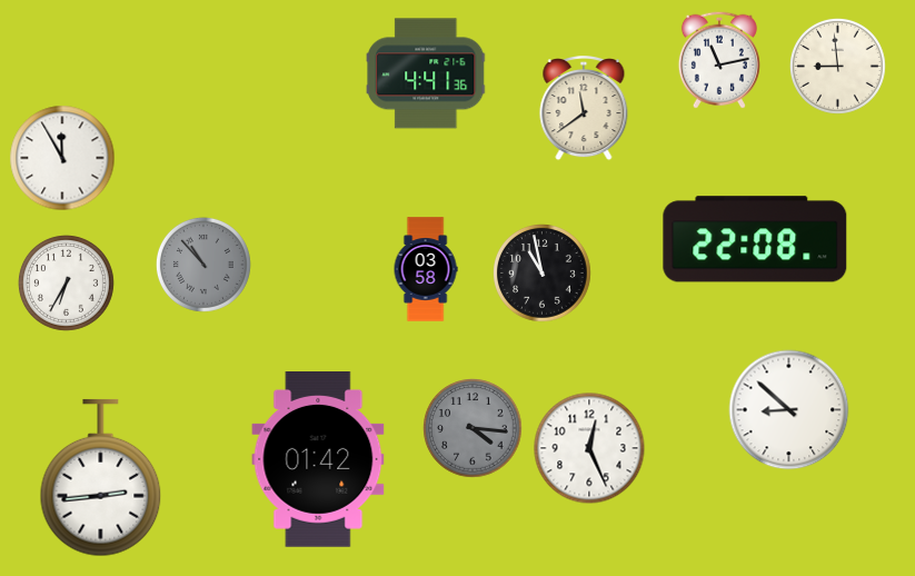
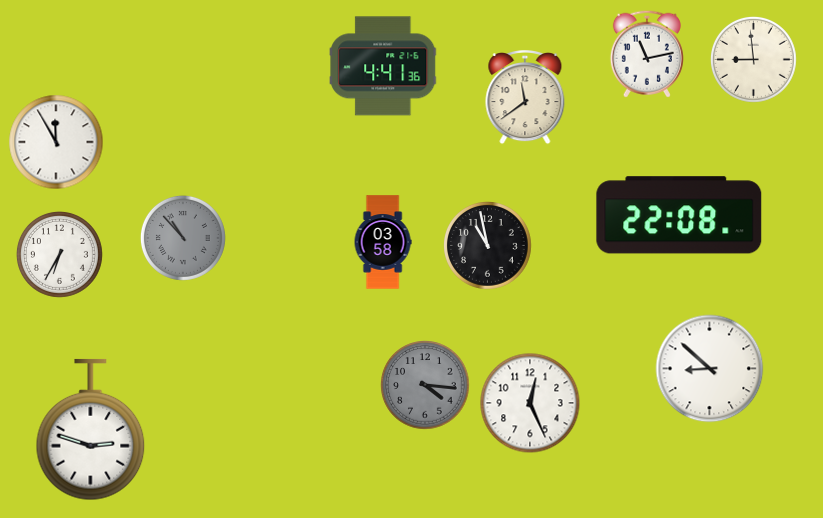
clock at (318, 460): 01:42 -> none
clock at (101, 478): 2:44 -> 2:48
